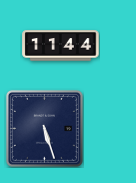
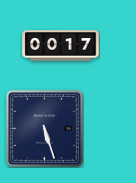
clock at (61, 46): 11:44 -> 00:17
